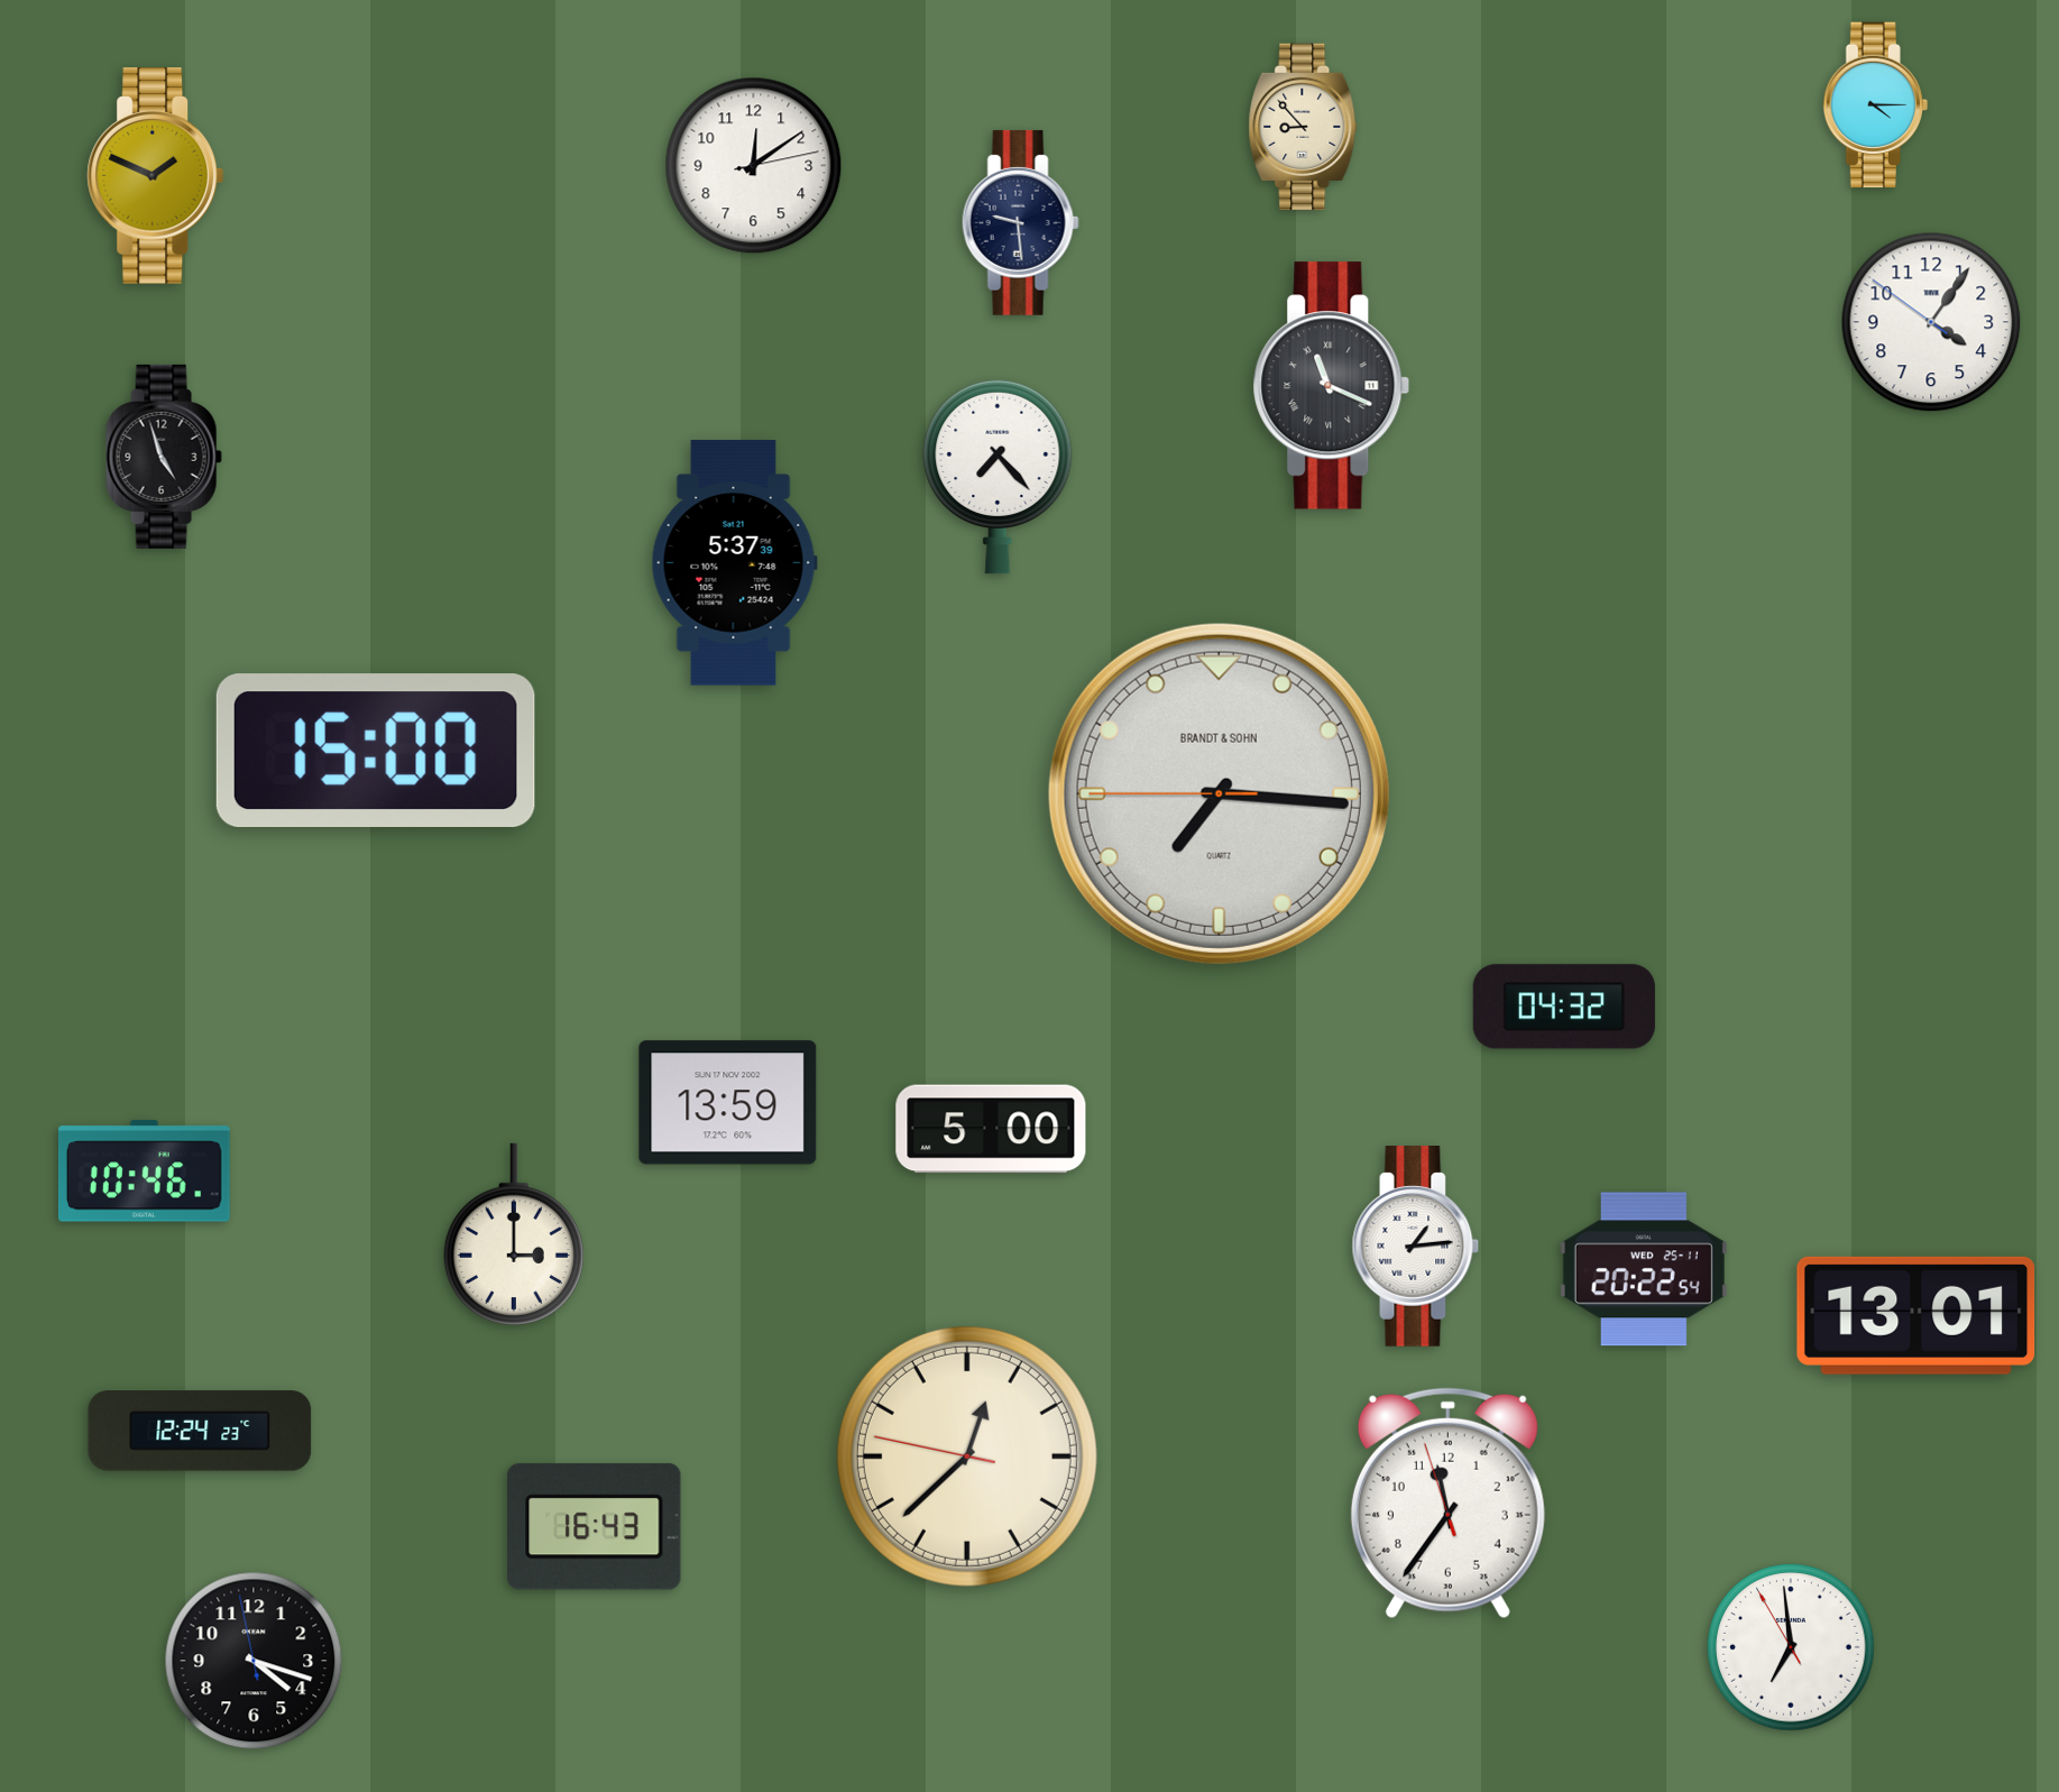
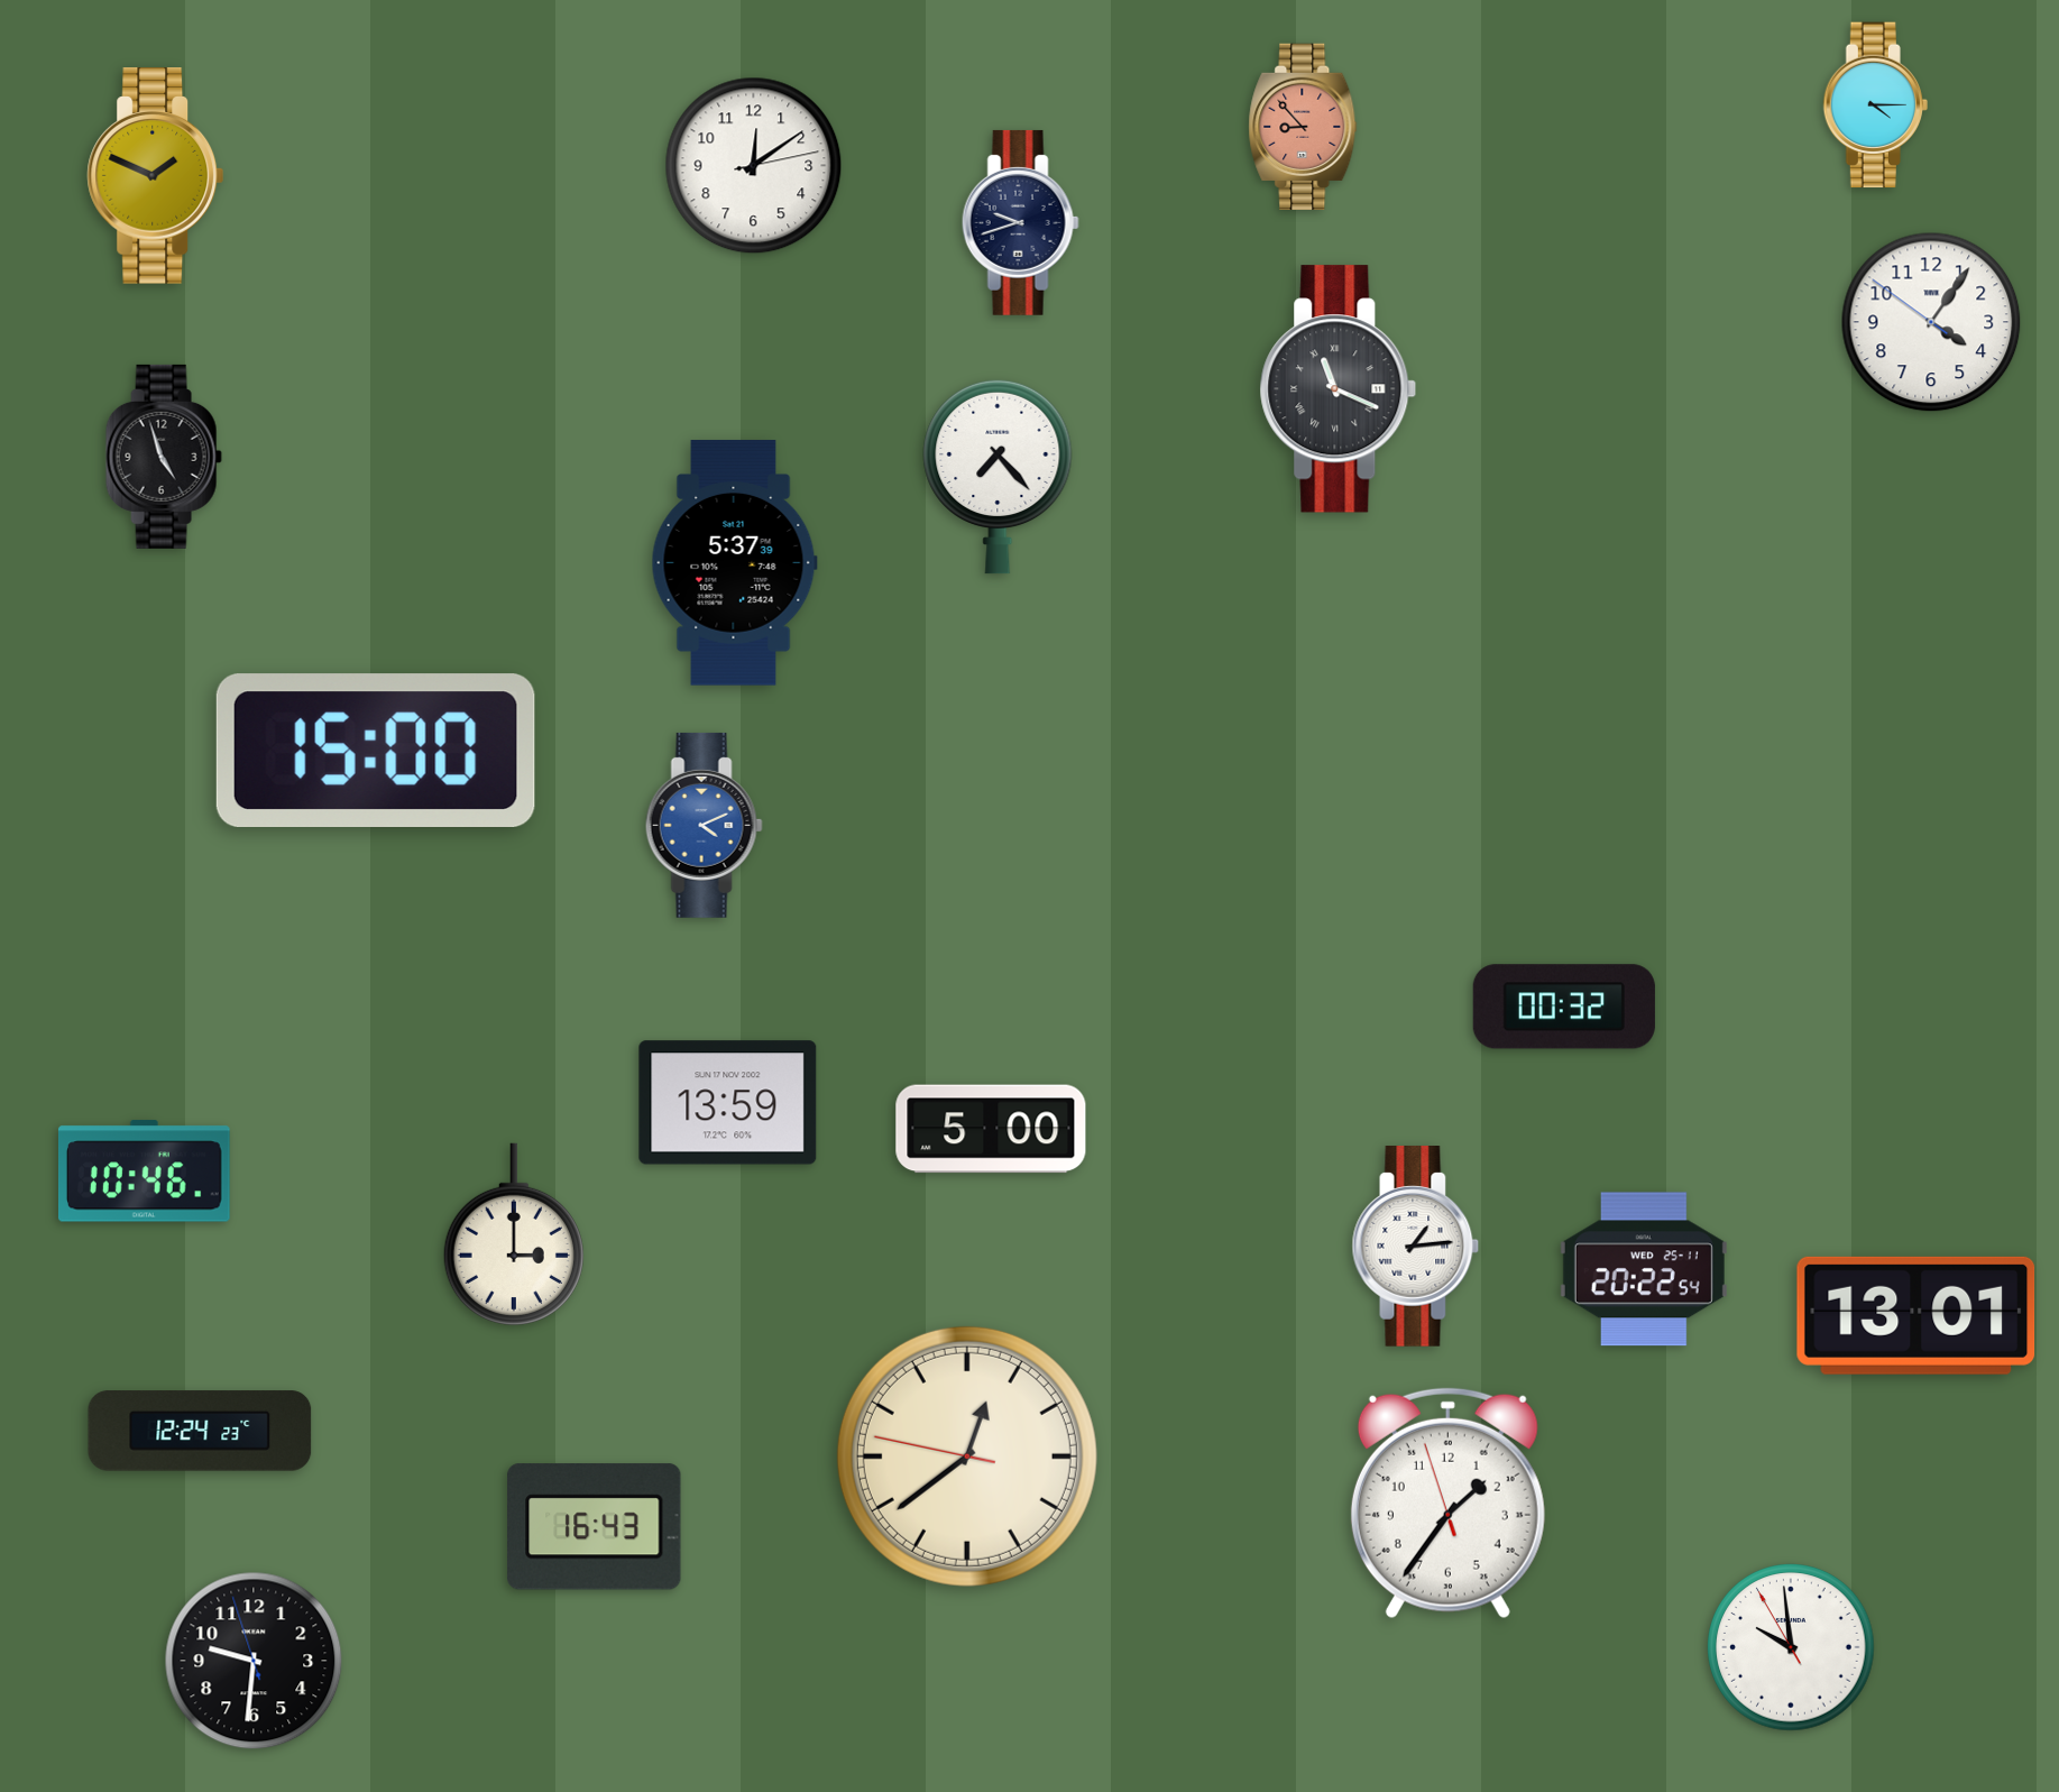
clock at (1303, 126) dial: cream -> salmon
clock at (1020, 222): 9:29 -> 9:42
clock at (1332, 386) position: (1332, 386) -> (1339, 389)
clock at (1219, 793): 7:15 -> none
clock at (704, 825): none -> 4:11
clock at (1564, 1007): 04:32 -> 00:32
clock at (967, 1456): 12:37 -> 12:38
clock at (1447, 1504): 11:35 -> 1:35
clock at (1791, 1647): 6:58 -> 9:58
clock at (254, 1661): 4:17 -> 9:30
